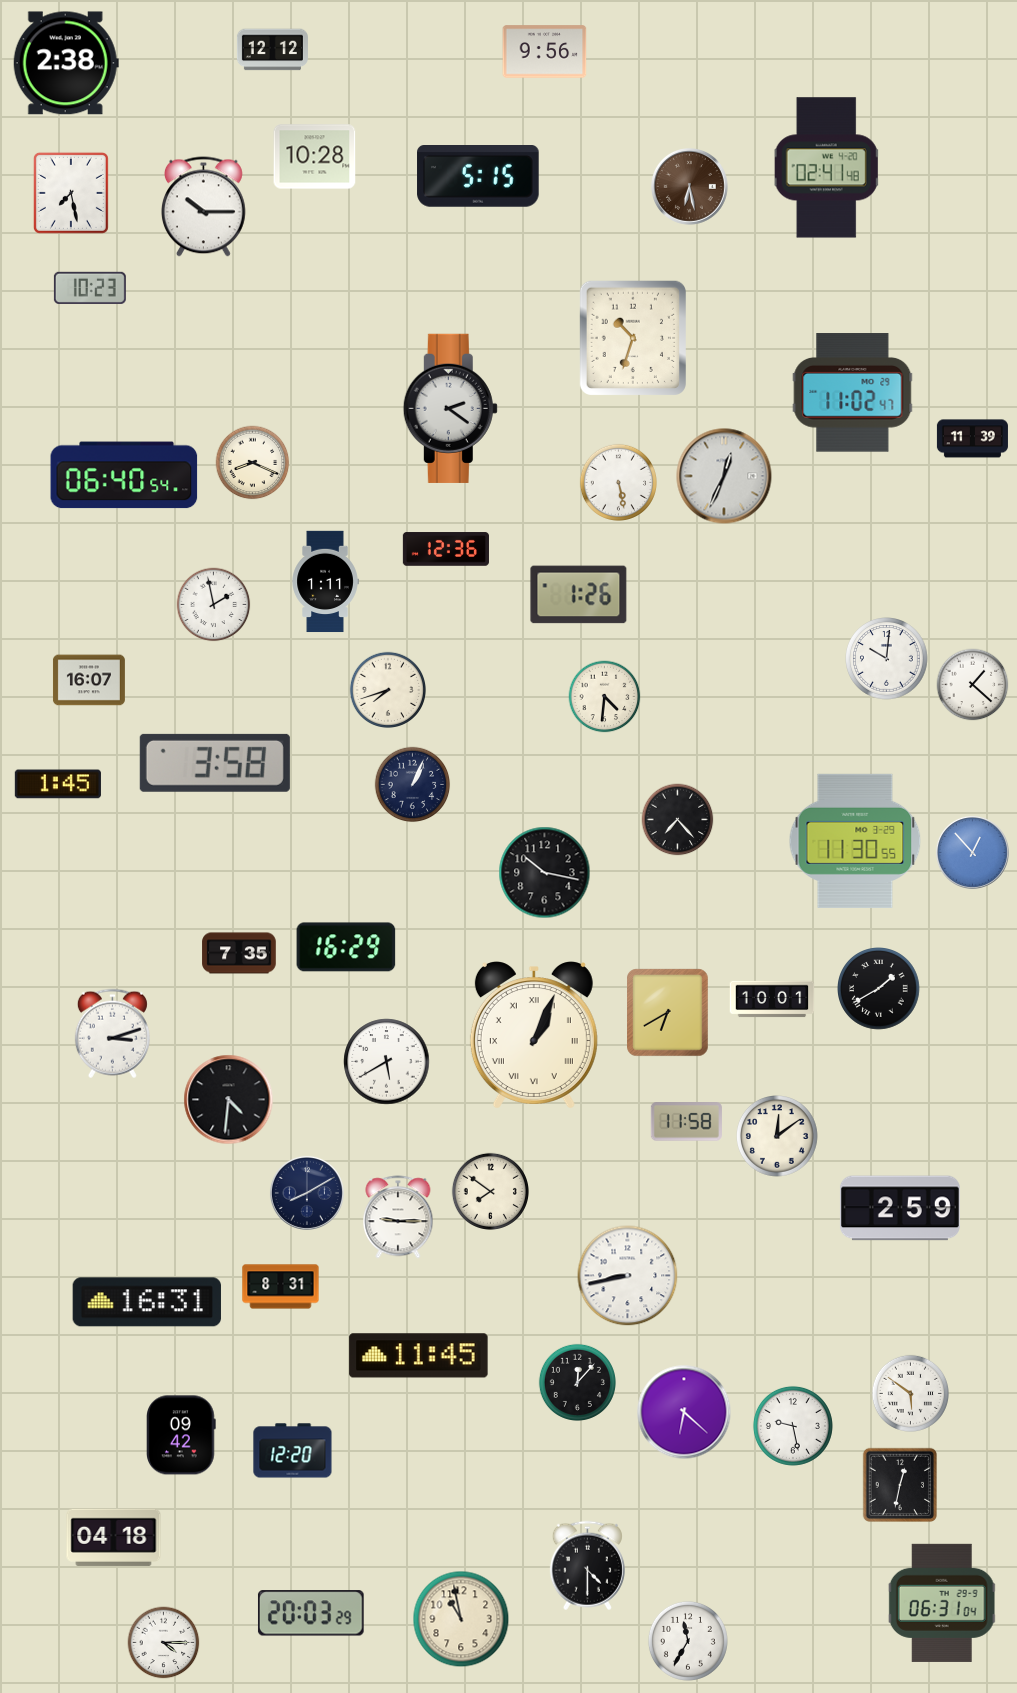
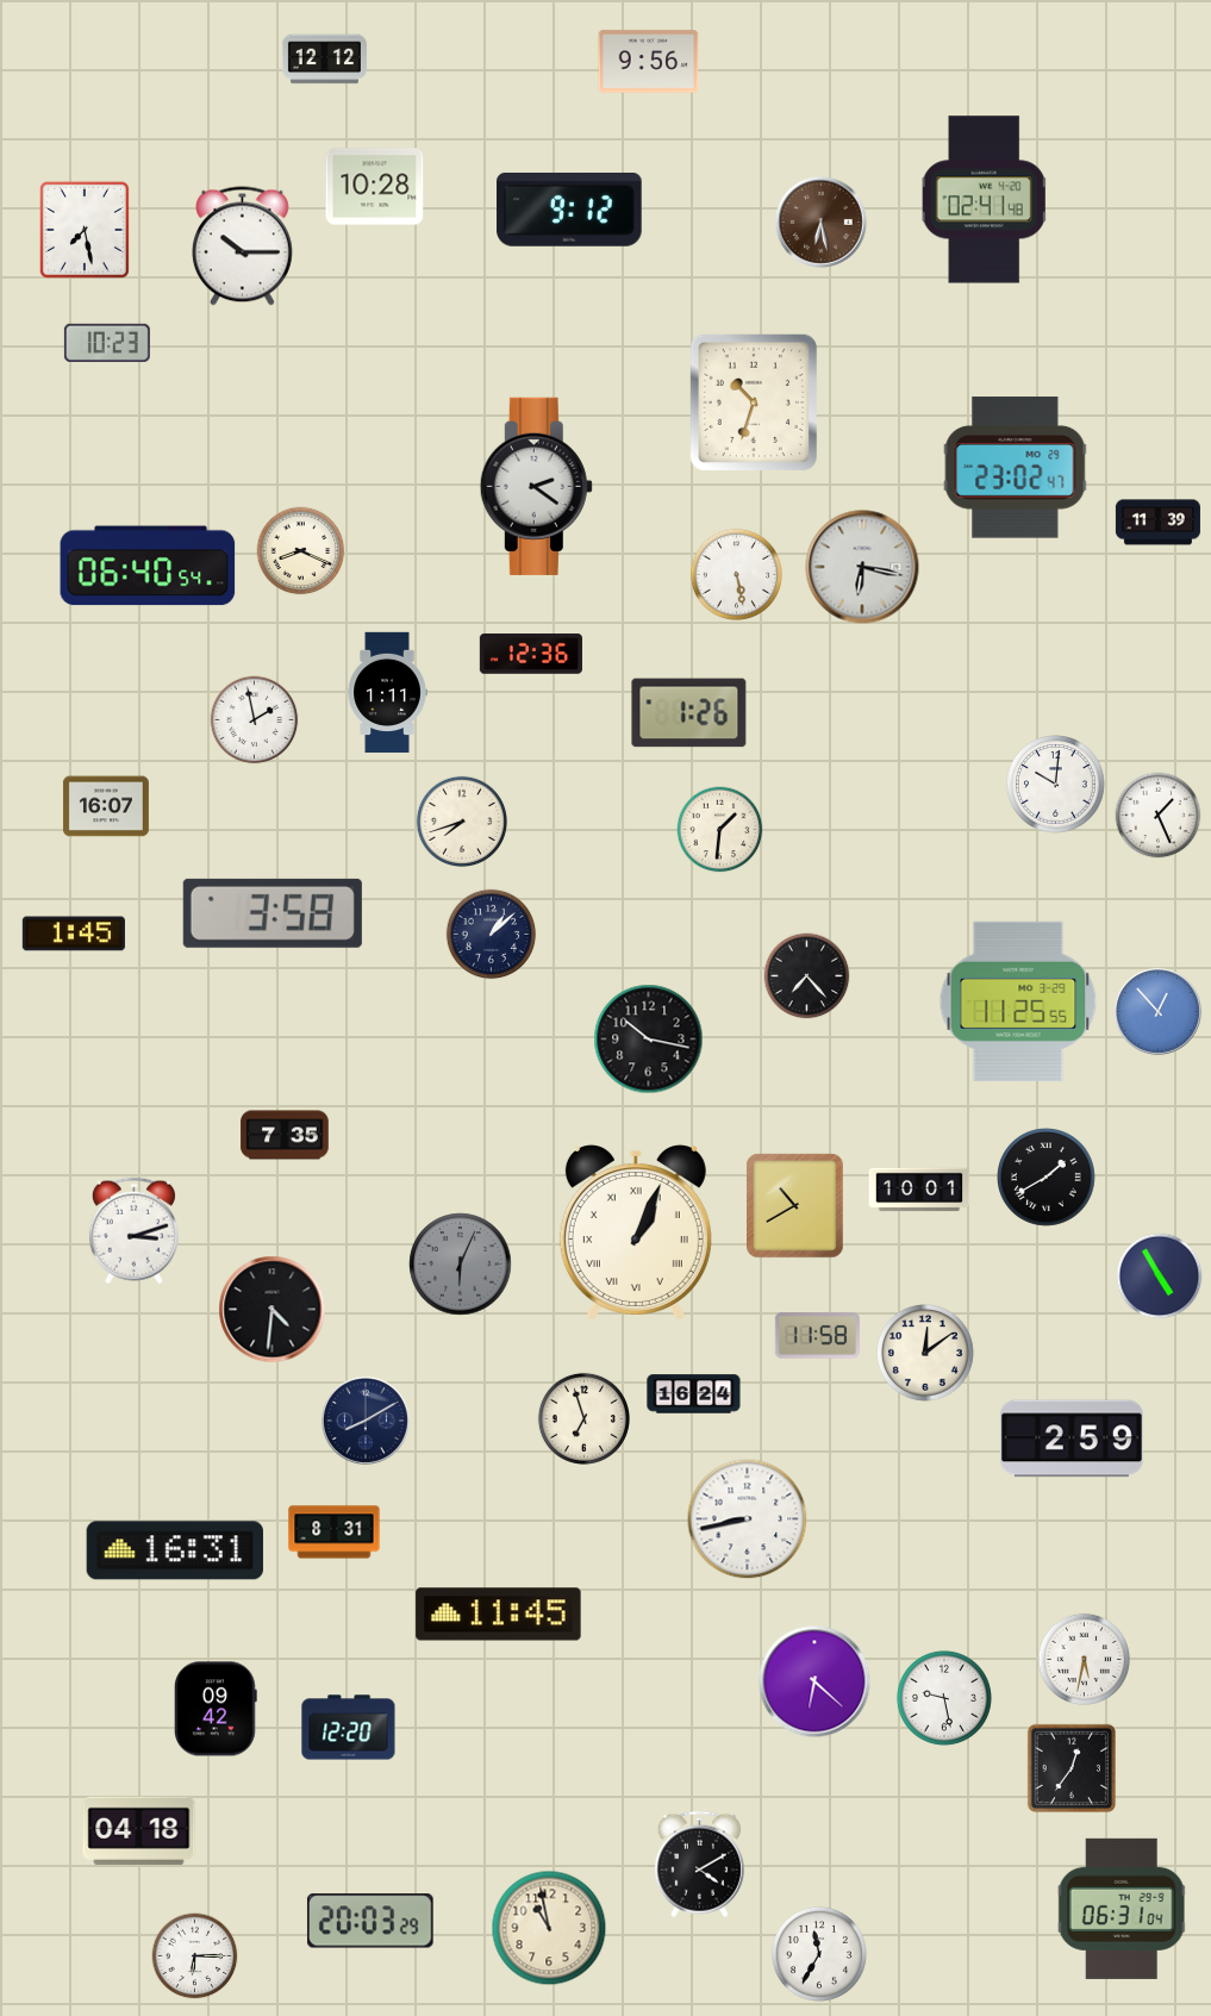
clock at (66, 63): 2:38 -> none
clock at (478, 177): 5:15 -> 9:12
clock at (853, 393): 11:02 -> 23:02
clock at (724, 476): 12:34 -> 6:17
clock at (579, 595) position: (579, 595) -> (689, 713)
clock at (89, 680) position: (89, 680) -> (106, 806)
clock at (973, 685): 1:22 -> 1:26
clock at (605, 697): 4:31 -> 1:31
clock at (215, 763) position: (215, 763) -> (273, 913)
clock at (58, 784) position: (58, 784) -> (74, 934)
clock at (413, 785): 1:04 -> 1:08
clock at (855, 841): 11:30 -> 11:25
clock at (972, 852) position: (972, 852) -> (1157, 1011)
clock at (346, 947): 16:29 -> none
clock at (668, 1013): 6:40 -> 10:40
clock at (387, 1062): 5:40 -> 6:04
clock at (387, 1062) dial: white -> grey
clock at (1160, 1277): none -> 4:55
clock at (694, 1394): none -> 16:24
clock at (490, 1191): 7:51 -> 6:57
clock at (398, 1217): 9:15 -> none
clock at (577, 1382): 12:07 -> none
clock at (910, 1393): 5:51 -> 5:32
clock at (899, 1484): 12:32 -> 12:36
clock at (114, 1537) position: (114, 1537) -> (139, 1830)
clock at (587, 1566): 4:30 -> 4:10
clock at (164, 1643): 4:15 -> 6:15
